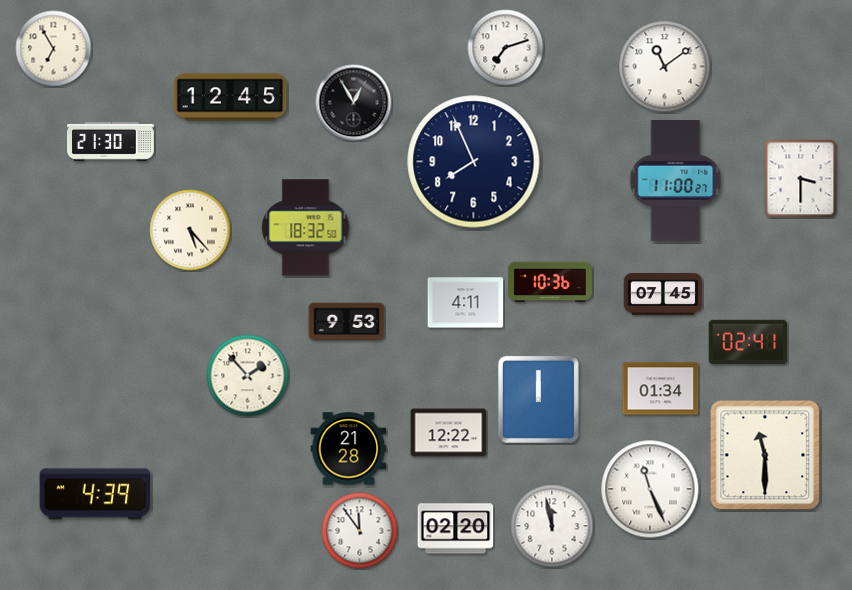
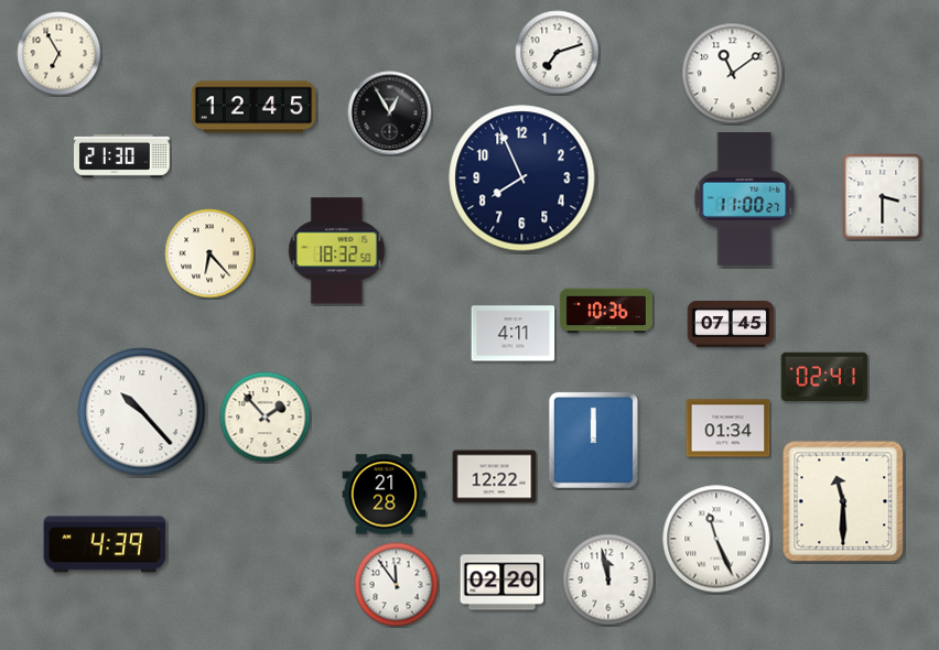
clock at (190, 230): 5:23 -> 6:23
clock at (347, 322): 9:53 -> none
clock at (142, 412): none -> 10:23
clock at (248, 376) position: (248, 376) -> (266, 418)
